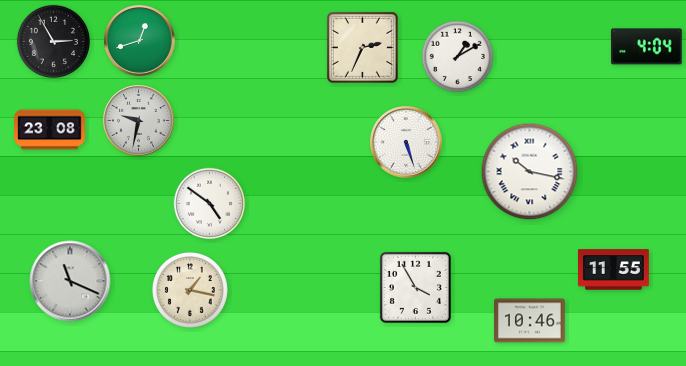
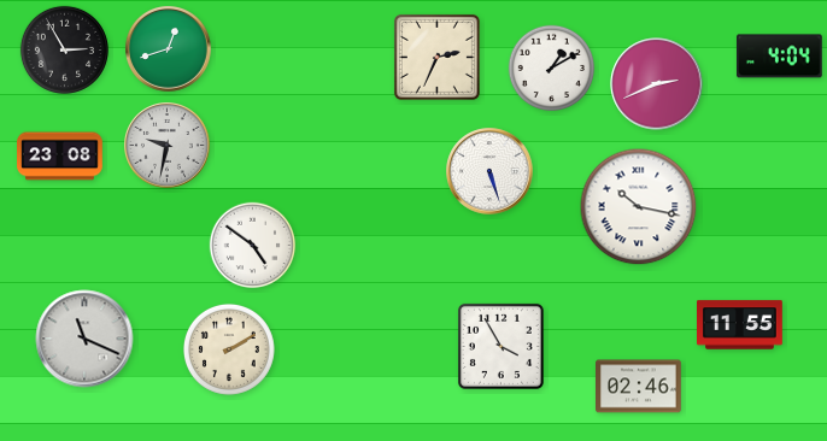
clock at (657, 84): none -> 2:41
clock at (190, 290): 1:17 -> 2:10
clock at (530, 321): 10:46 -> 02:46
